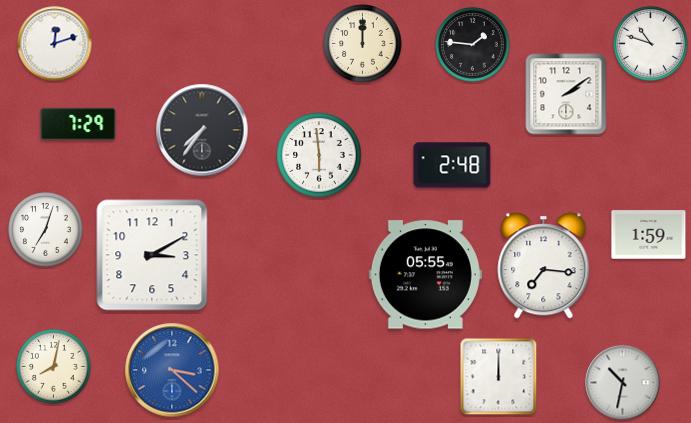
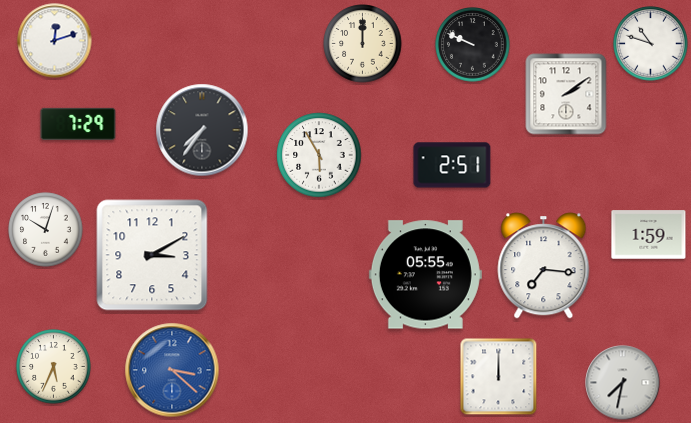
clock at (55, 44) position: (55, 44) -> (55, 41)
clock at (473, 45): 1:46 -> 9:49
clock at (319, 155): 5:59 -> 5:55
clock at (452, 165): 2:48 -> 2:51
clock at (46, 230): 7:03 -> 10:03
clock at (54, 367): 8:02 -> 5:34
clock at (623, 383): 10:32 -> 7:32
